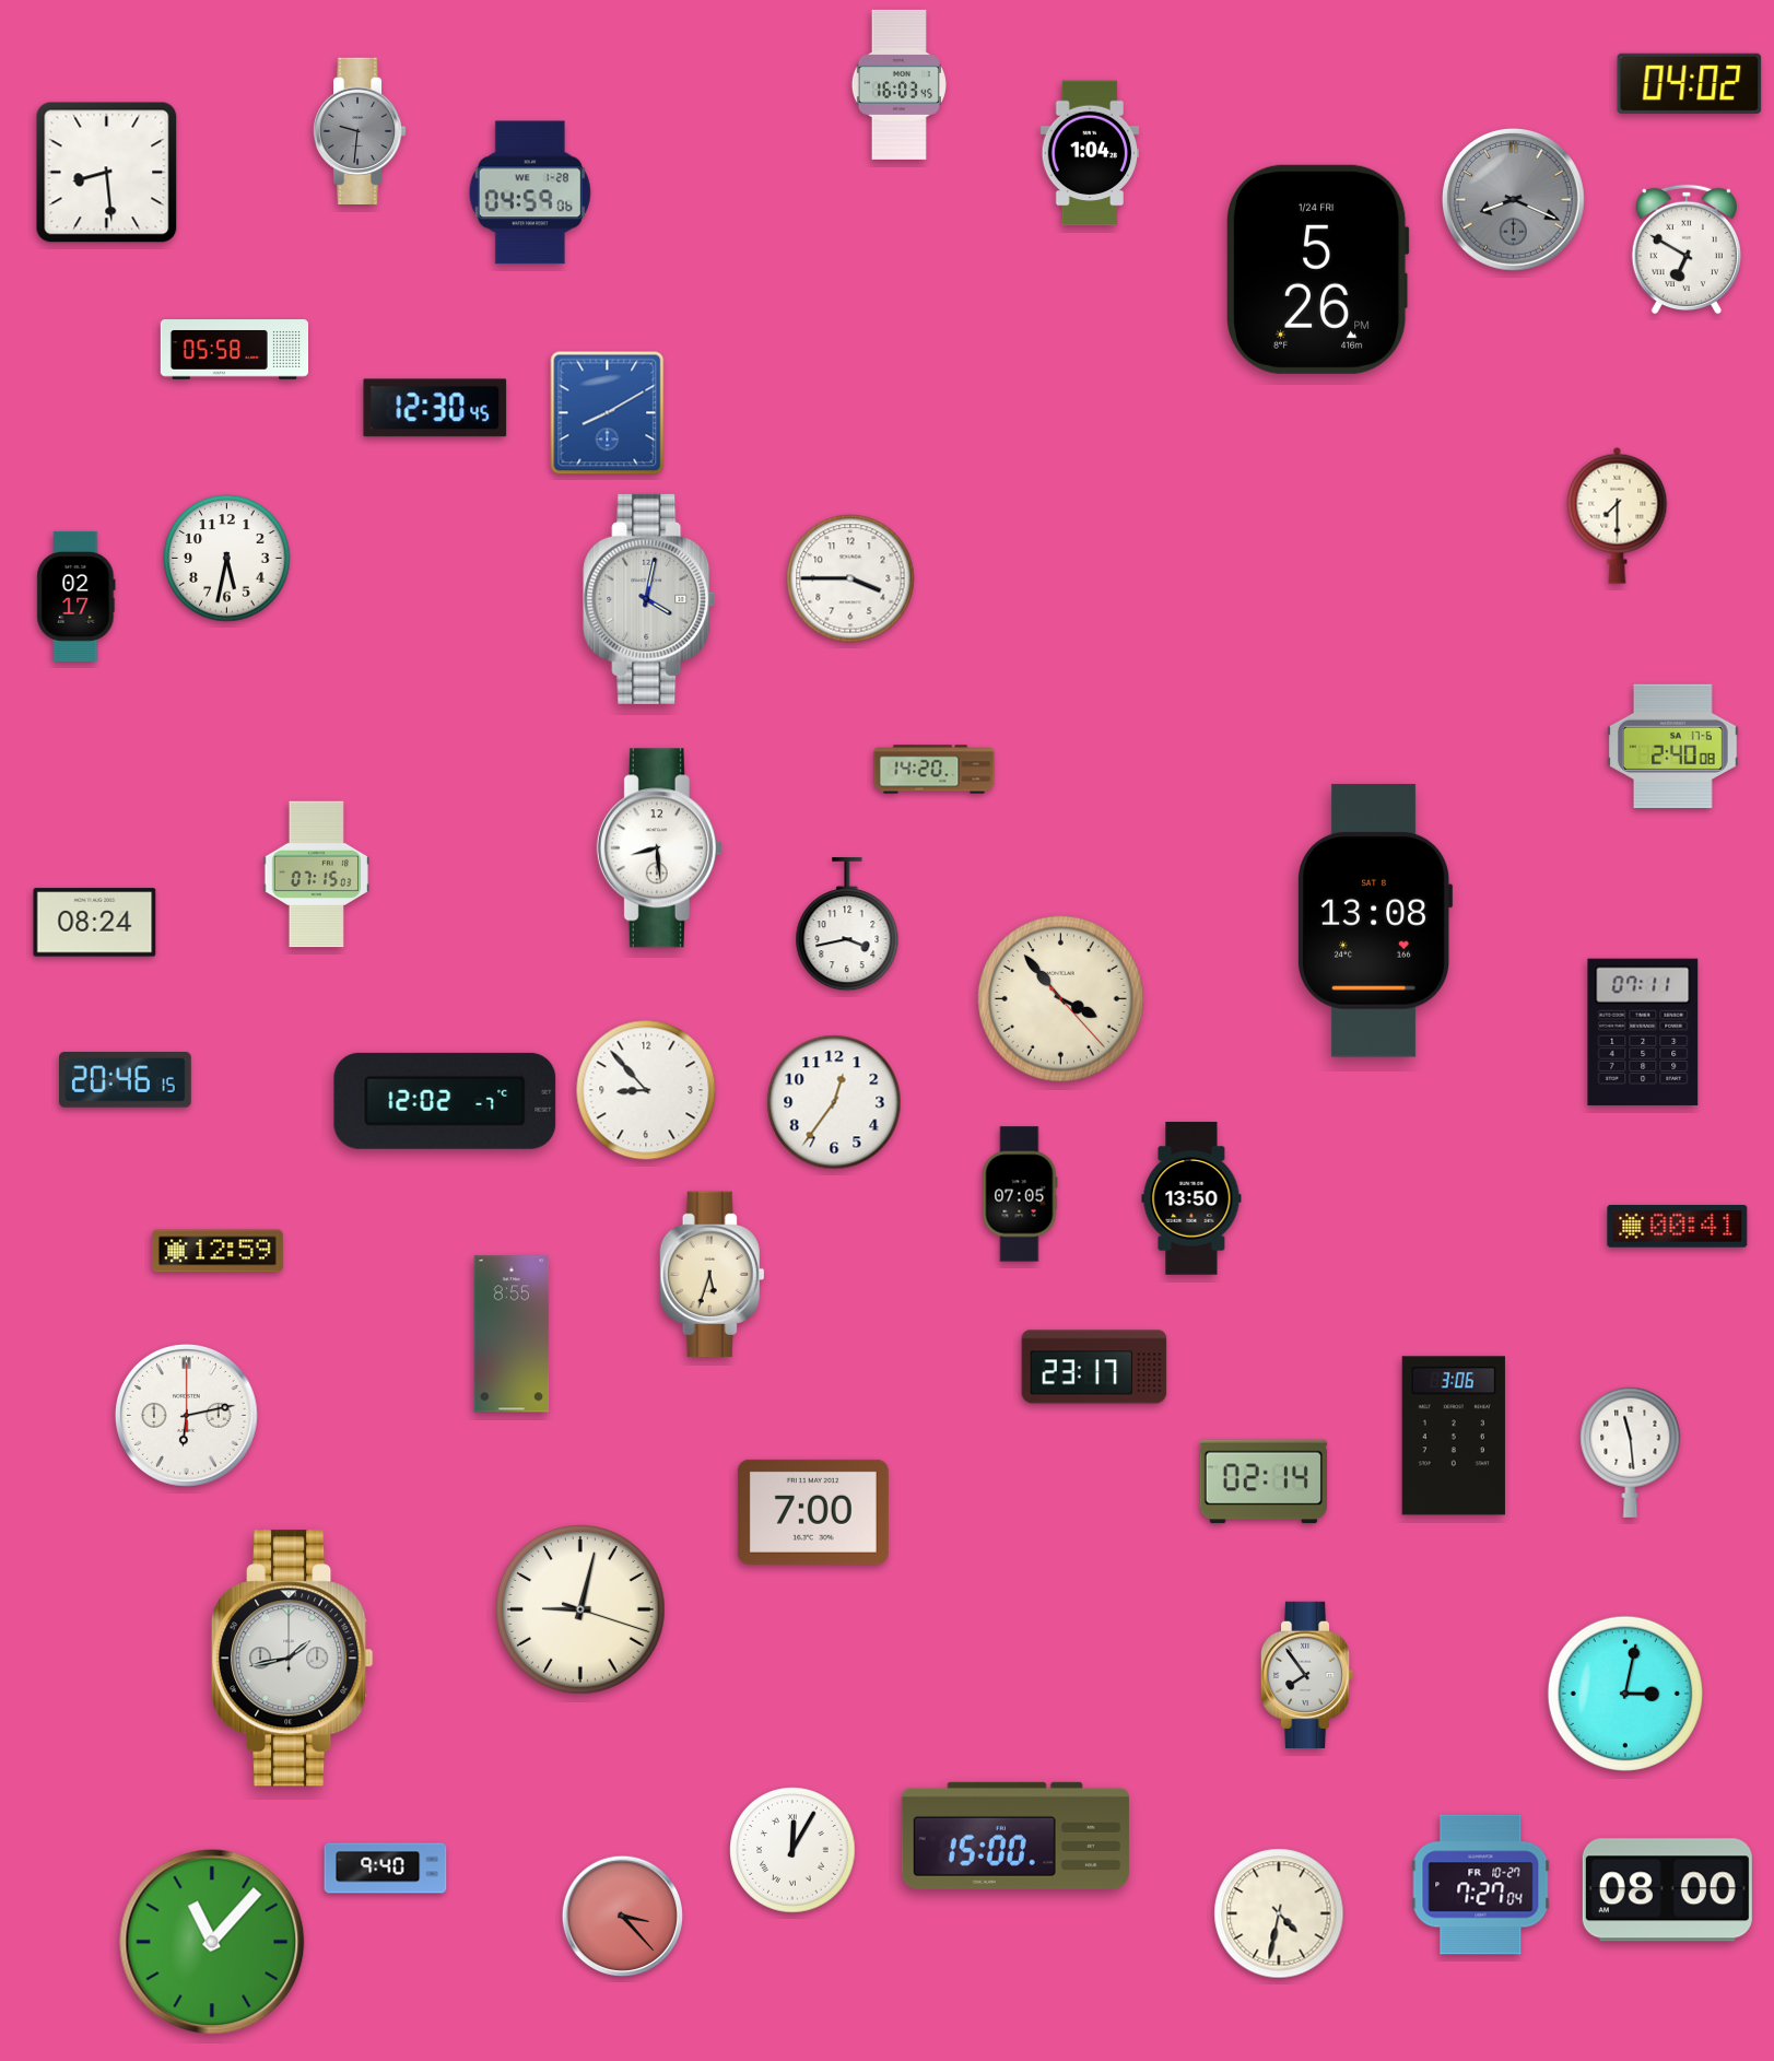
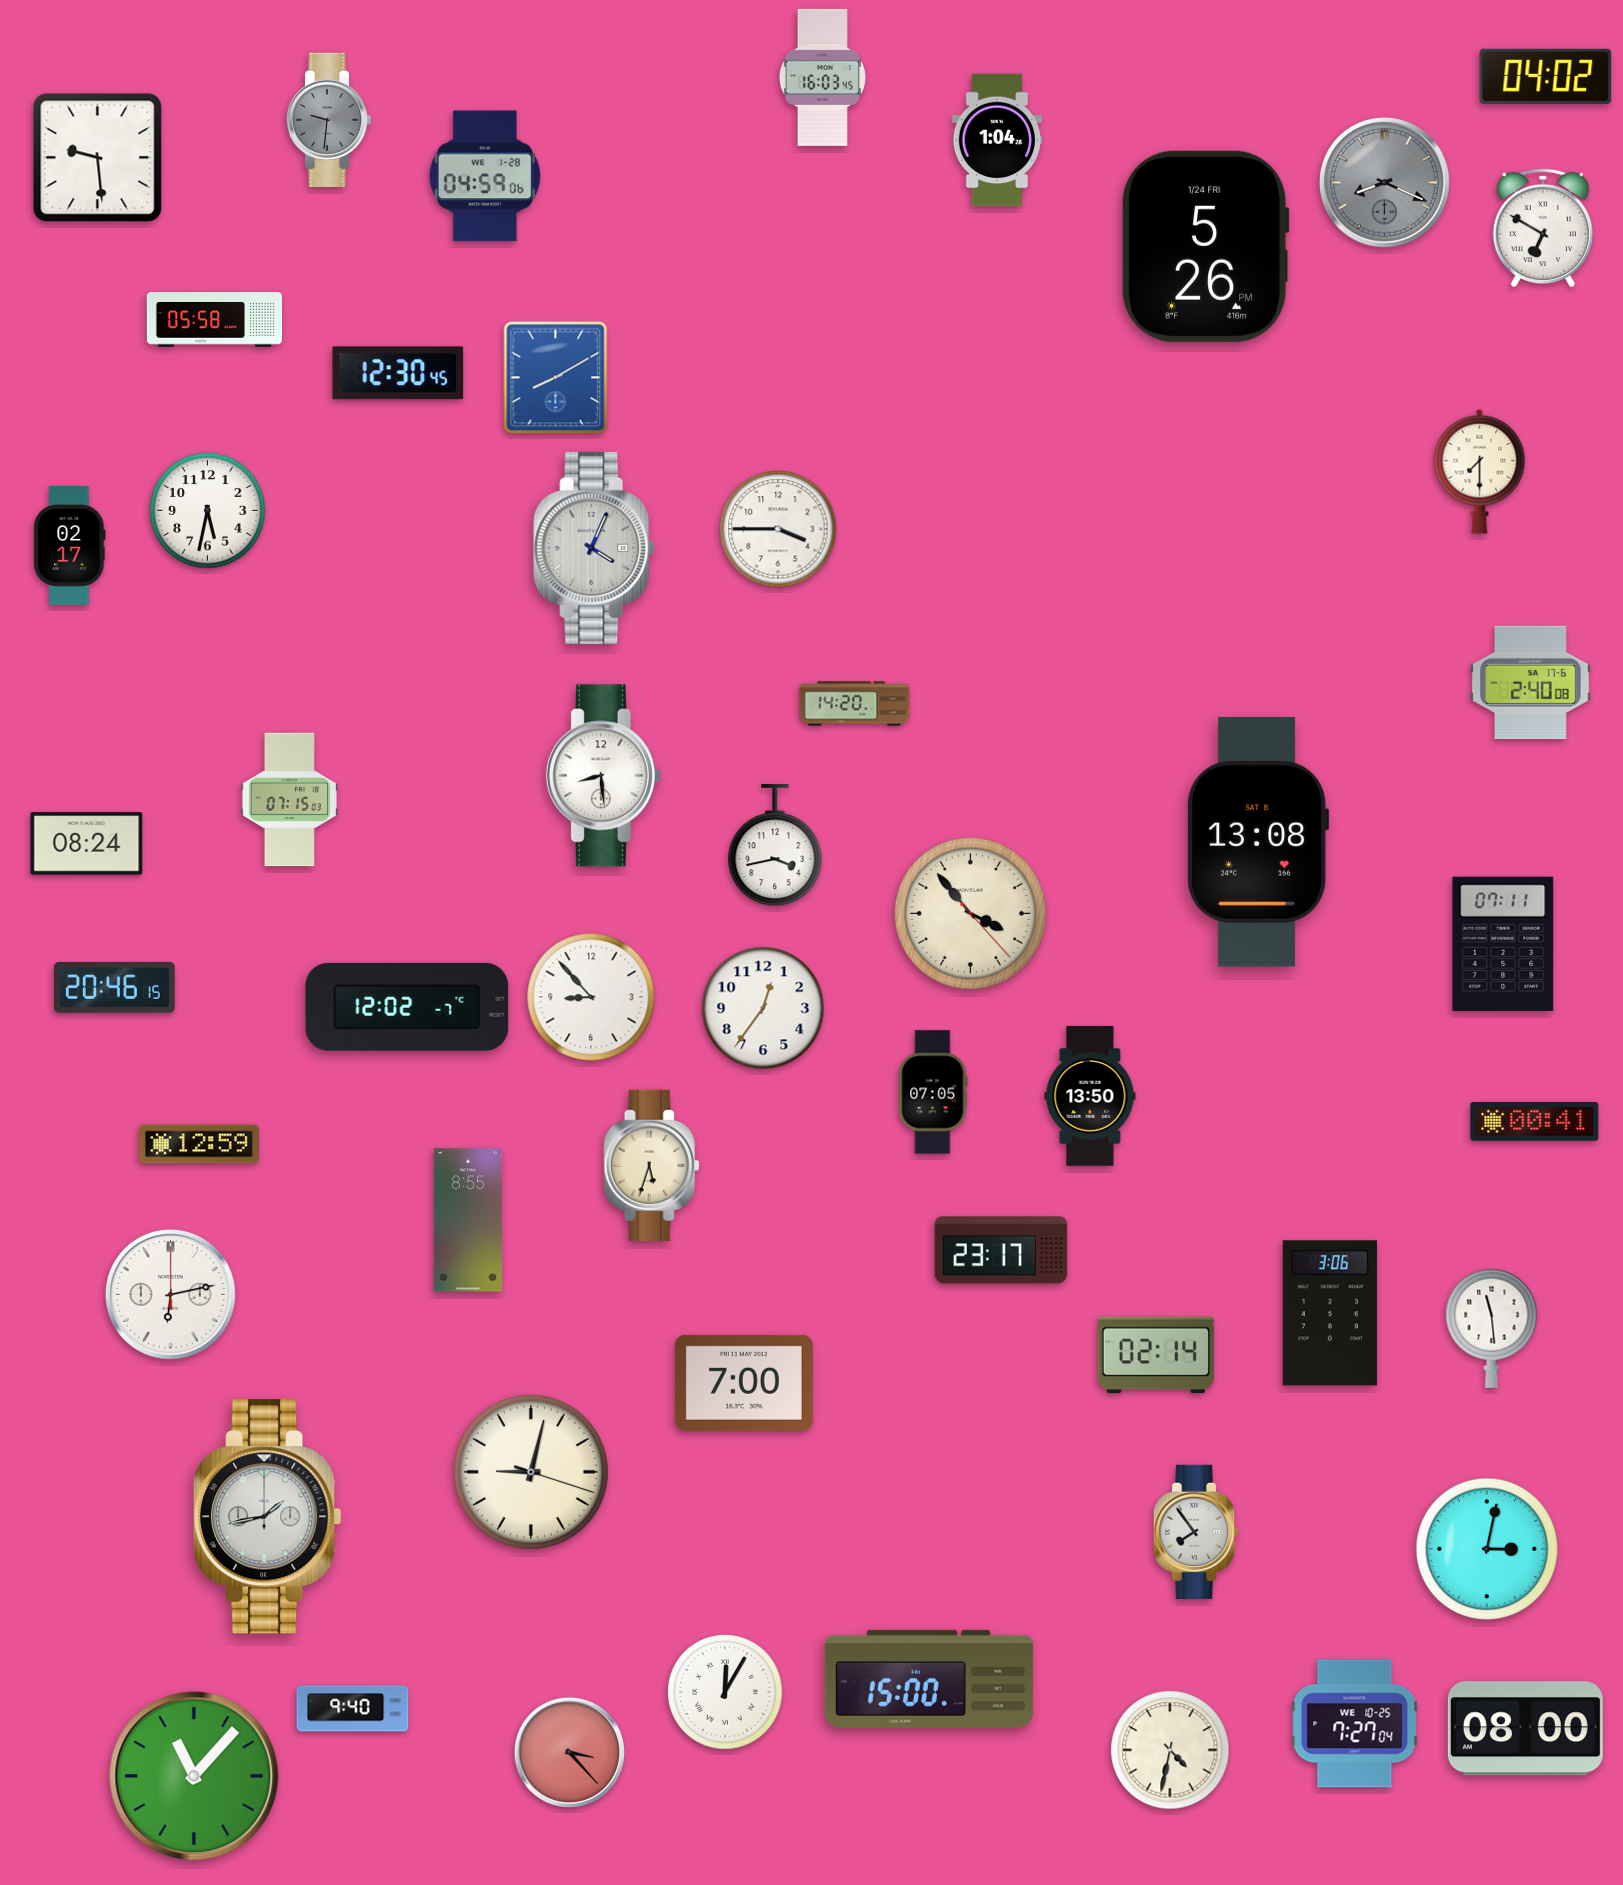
clock at (107, 173): 8:29 -> 9:29
clock at (649, 599): 4:02 -> 4:04
clock at (1481, 1885) date: FR 10-27 -> WE 10-25
